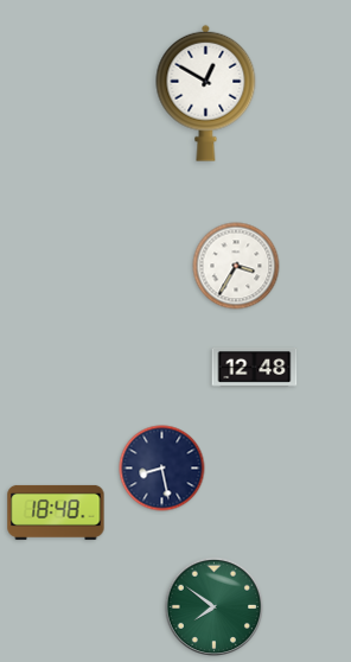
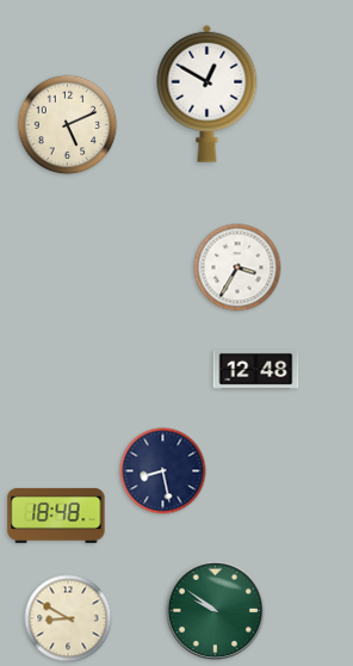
clock at (68, 125): none -> 5:11
clock at (215, 607): 7:51 -> 9:51
clock at (68, 618): none -> 8:50
